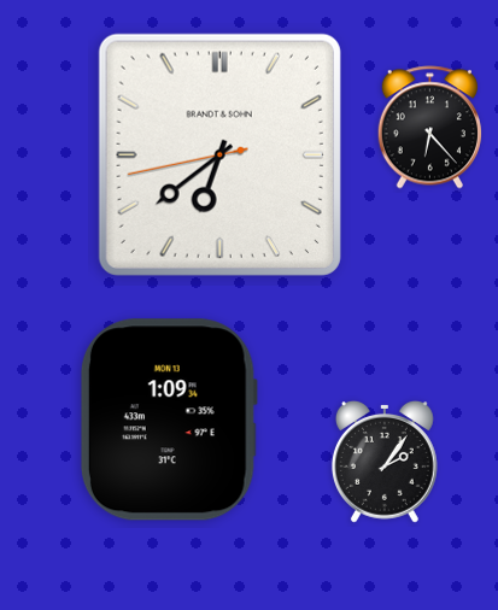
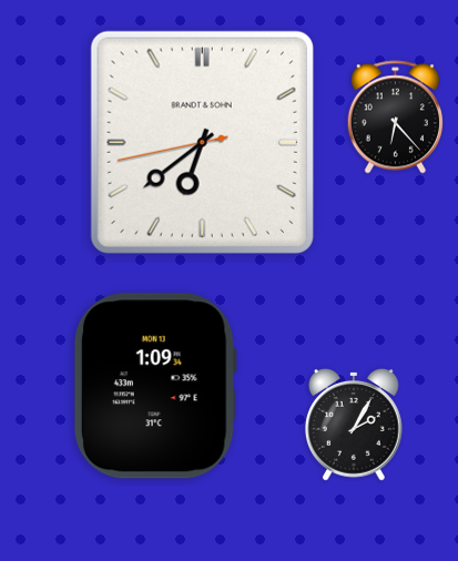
clock at (385, 462): 2:06 -> 2:05
